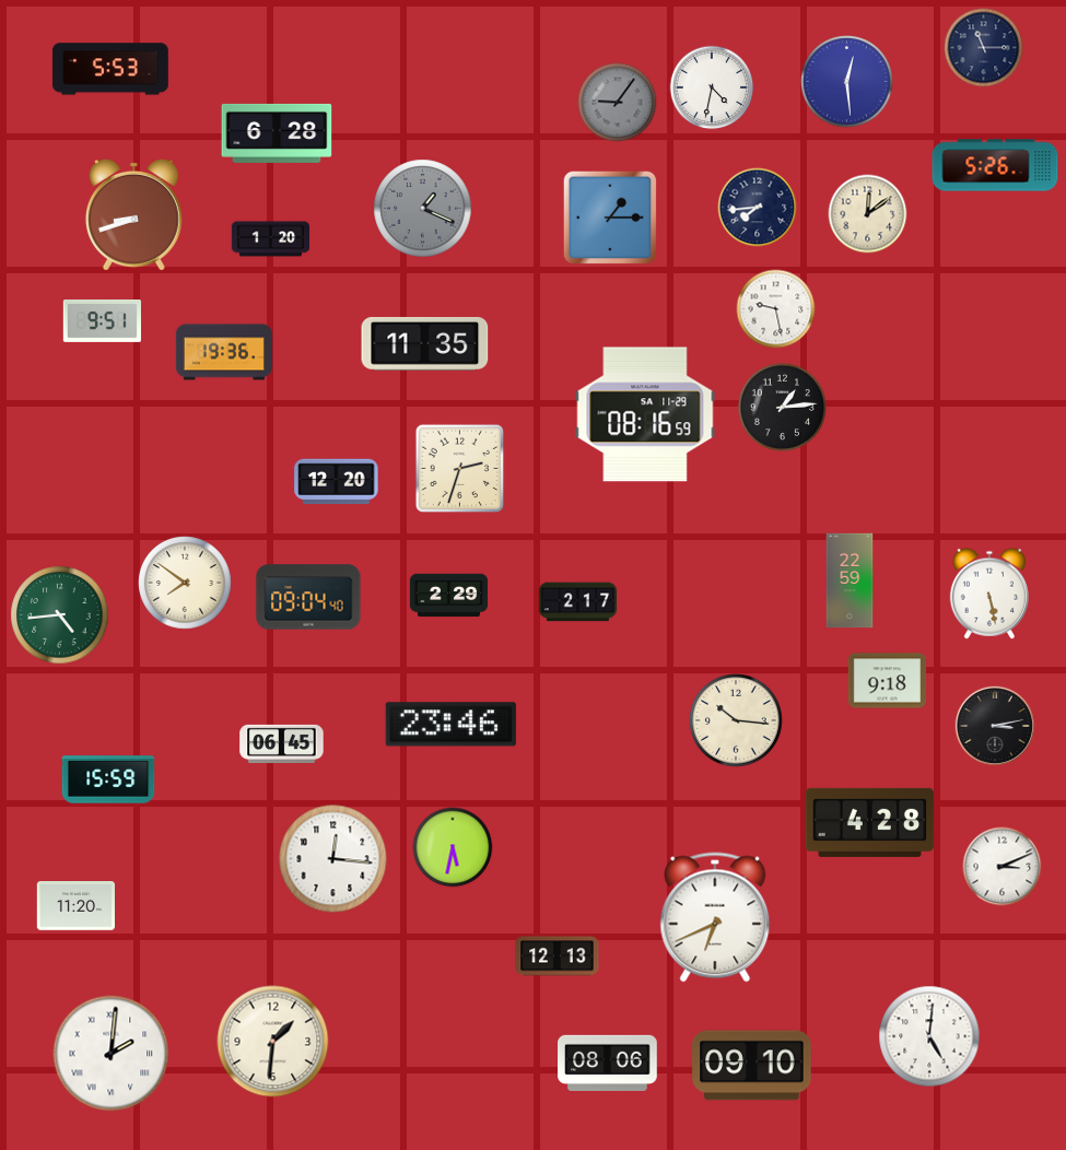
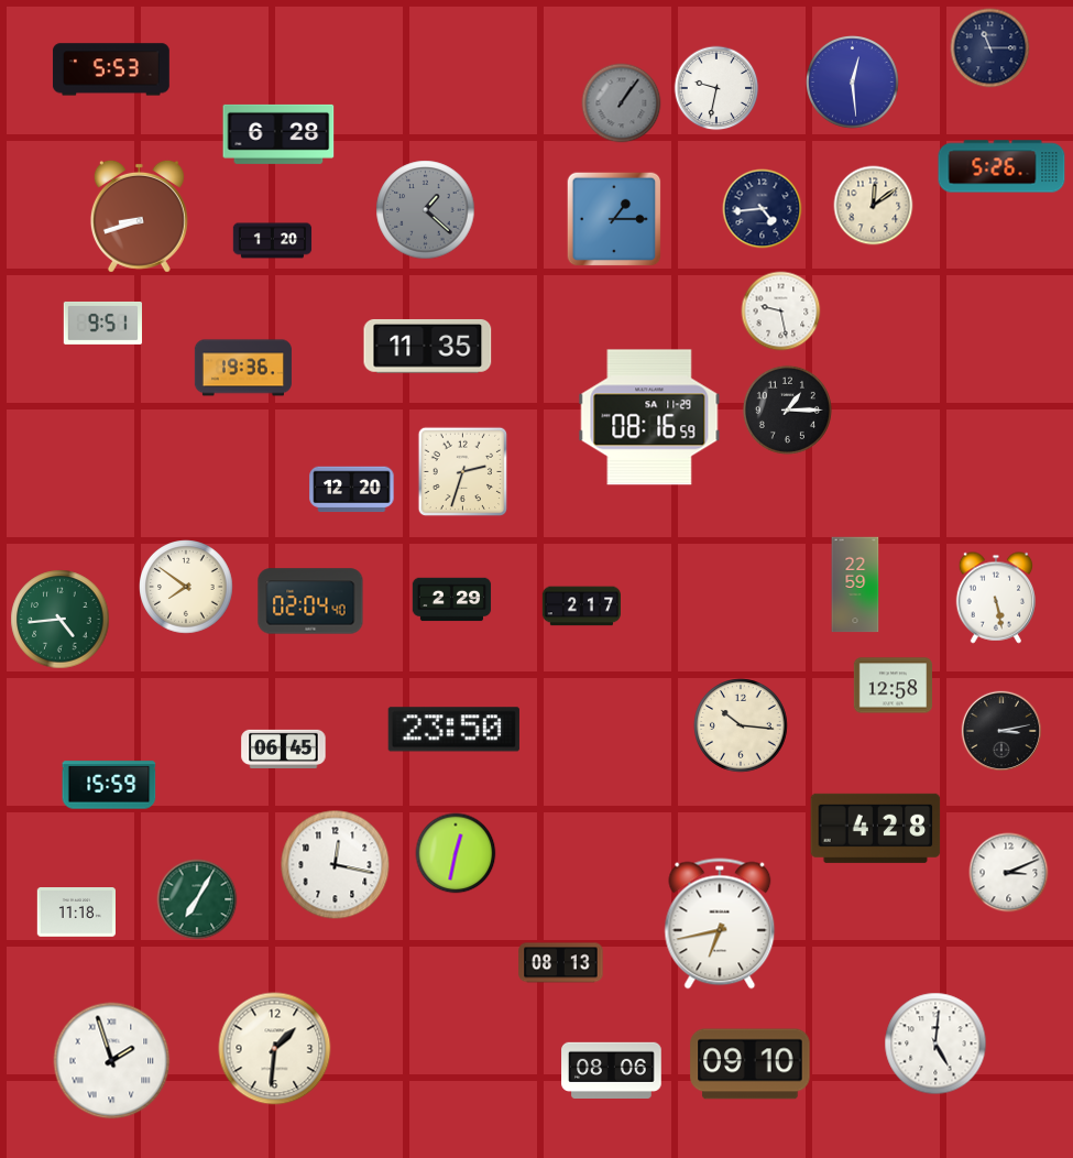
clock at (712, 87): 4:32 -> 9:32
clock at (618, 103): 9:06 -> 1:06
clock at (758, 208): 7:44 -> 4:44
clock at (423, 209): 1:19 -> 1:22
clock at (133, 214) position: (133, 214) -> (139, 216)
clock at (868, 214) position: (868, 214) -> (874, 206)
clock at (224, 352) position: (224, 352) -> (243, 368)
clock at (782, 407): 1:14 -> 1:15
clock at (337, 482) position: (337, 482) -> (352, 490)
clock at (308, 597): 09:04 -> 02:04
clock at (887, 681): 9:18 -> 12:58
clock at (450, 725): 23:46 -> 23:50
clock at (453, 847): 5:32 -> 12:32
clock at (333, 859): 12:16 -> 12:17
clock at (197, 899): none -> 7:05
clock at (75, 906): 11:20 -> 11:18
clock at (715, 917): 6:41 -> 6:43
clock at (558, 957): 12:13 -> 08:13
clock at (112, 1054): 2:01 -> 1:57
clock at (752, 1066) position: (752, 1066) -> (751, 1064)
